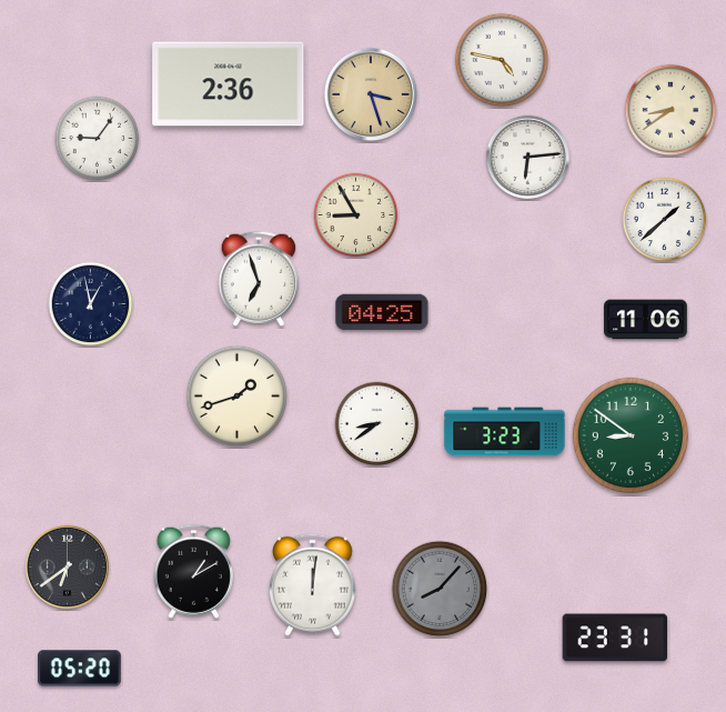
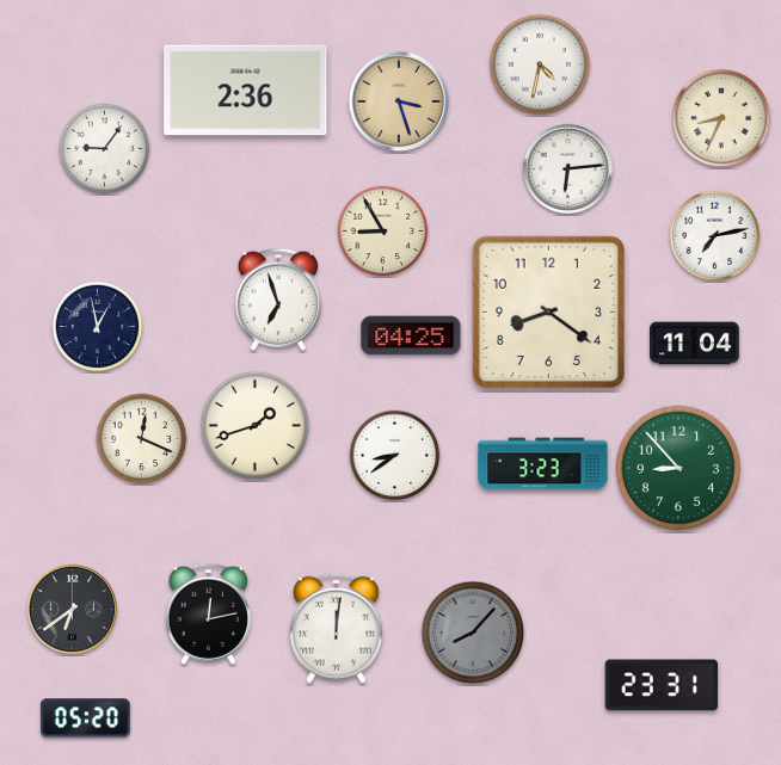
clock at (502, 60): 4:47 -> 4:32
clock at (670, 110): 8:39 -> 8:34
clock at (665, 220): 1:38 -> 7:13
clock at (548, 311): none -> 8:21
clock at (646, 320): 11:06 -> 11:04
clock at (142, 439): none -> 12:19
clock at (377, 424) position: (377, 424) -> (395, 456)
clock at (629, 434): 8:51 -> 8:53
clock at (193, 571): 1:10 -> 12:13
